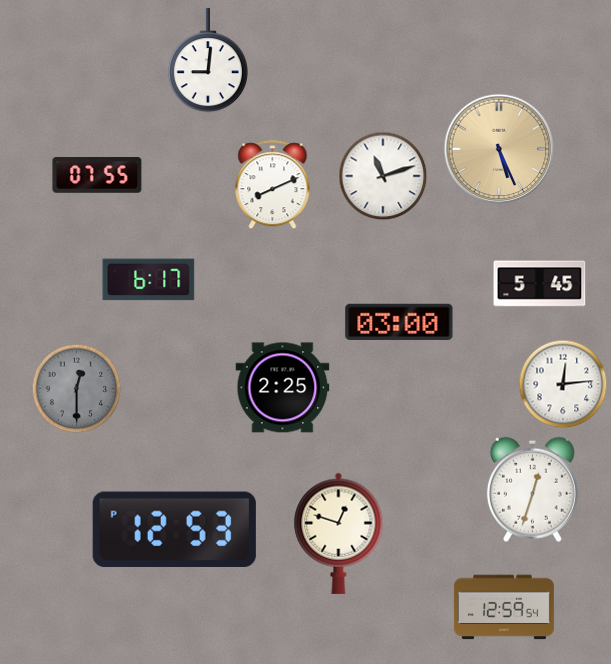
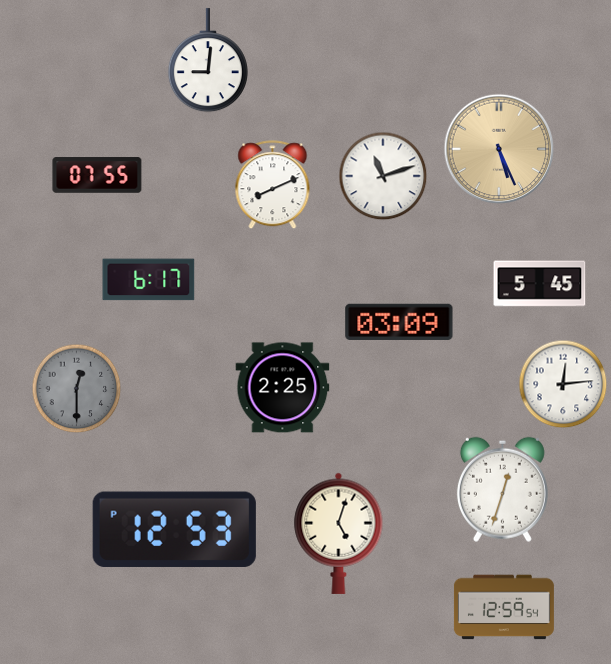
clock at (399, 322): 03:00 -> 03:09
clock at (532, 489) position: (532, 489) -> (502, 489)
clock at (339, 533): 12:48 -> 5:03
